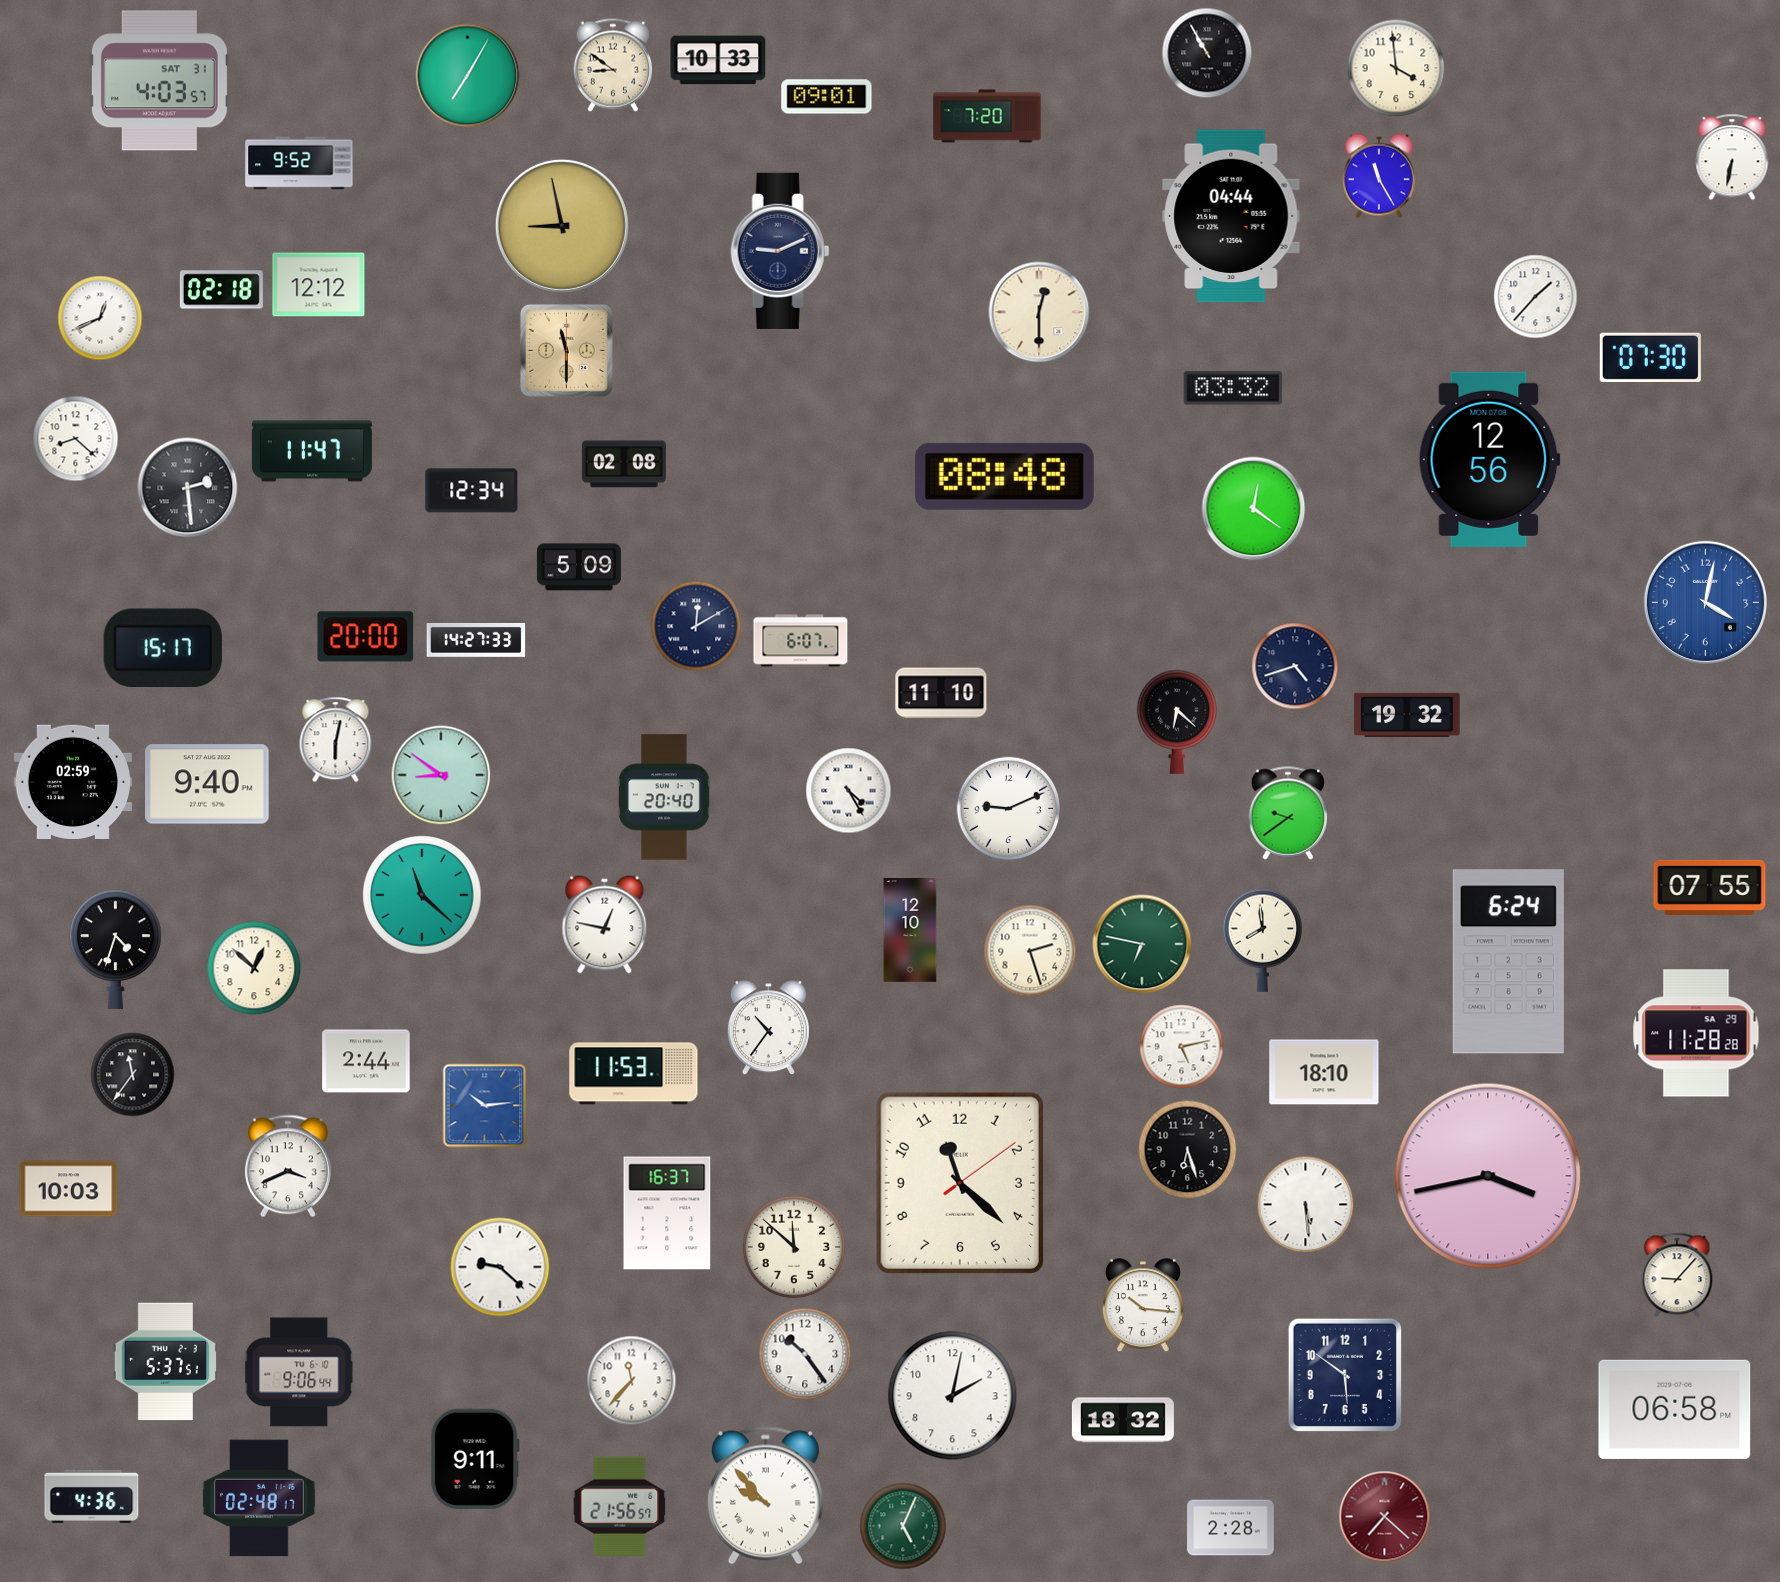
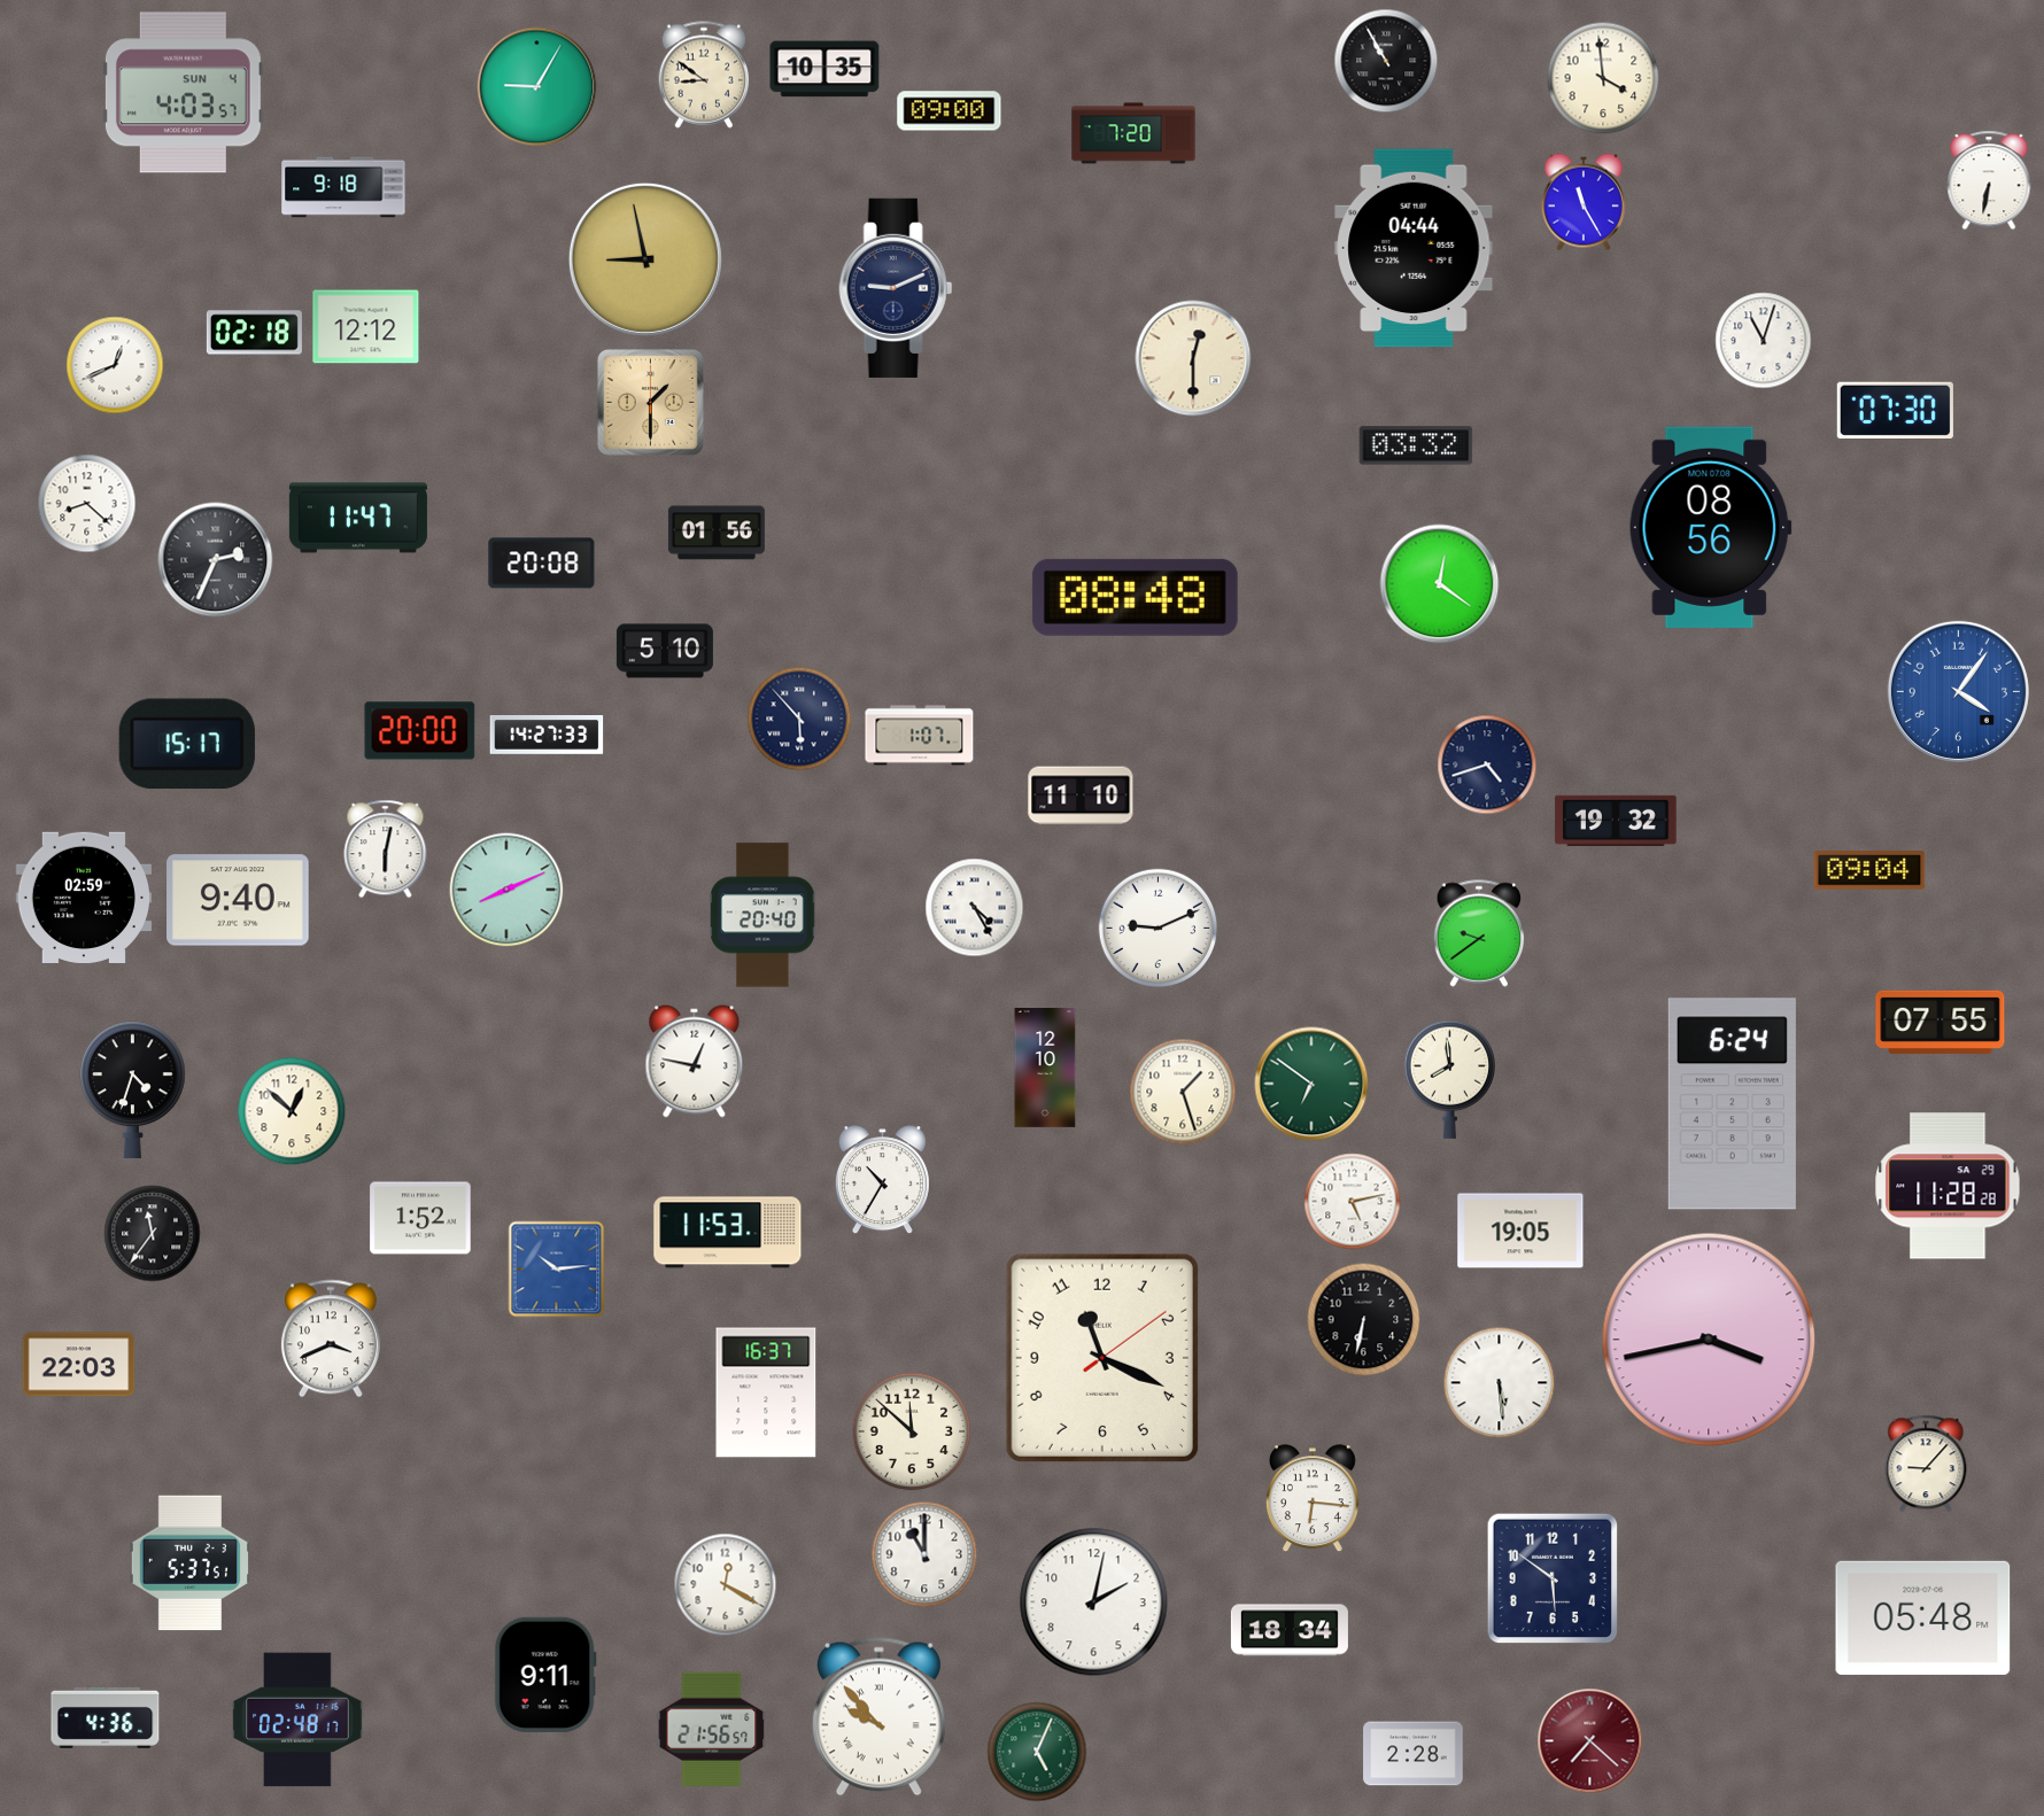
clock at (718, 60): 10:33 -> 10:35
clock at (468, 76): 7:05 -> 9:05
clock at (159, 81) date: SAT 31 -> SUN 4
clock at (827, 97): 09:01 -> 09:00
clock at (299, 163): 9:52 -> 9:18
clock at (1536, 297): 1:37 -> 11:03
clock at (567, 351): 11:30 -> 1:30
clock at (1489, 459): 12:56 -> 08:56
clock at (624, 464): 02:08 -> 01:56
clock at (1004, 476) position: (1004, 476) -> (1135, 597)
clock at (188, 488): 2:29 -> 2:34
clock at (472, 491): 12:34 -> 20:08
clock at (579, 567): 5:09 -> 5:10
clock at (1705, 602): 4:02 -> 4:06
clock at (696, 626): 12:10 -> 5:53
clock at (801, 641): 6:07 -> 1:07
clock at (1176, 722): 6:22 -> none
clock at (1869, 870): none -> 09:04
clock at (441, 775): 8:51 -> 8:11
clock at (1710, 887) position: (1710, 887) -> (1941, 1022)
clock at (422, 895): 11:22 -> none
clock at (1142, 944): 6:47 -> 6:51
clock at (1030, 951): 2:27 -> 1:27
clock at (768, 1028): 10:36 -> 10:35
clock at (1182, 1047) position: (1182, 1047) -> (1353, 1202)
clock at (366, 1061): 2:44 -> 1:52
clock at (1324, 1072): 18:10 -> 19:05
clock at (1188, 1150): 6:27 -> 6:32
clock at (1488, 1176) position: (1488, 1176) -> (1709, 1340)
clock at (960, 1183): 11:22 -> 11:19
clock at (69, 1189): 10:03 -> 22:03
clock at (500, 1267): 9:22 -> none
clock at (1143, 1306): 10:16 -> 6:16
clock at (805, 1354): 10:24 -> 11:00
clock at (299, 1372): 9:06 -> none
clock at (1345, 1375) position: (1345, 1375) -> (1553, 1578)
clock at (632, 1381): 11:37 -> 12:20
clock at (1675, 1409): 06:58 -> 05:48
clock at (1123, 1420): 18:32 -> 18:34
